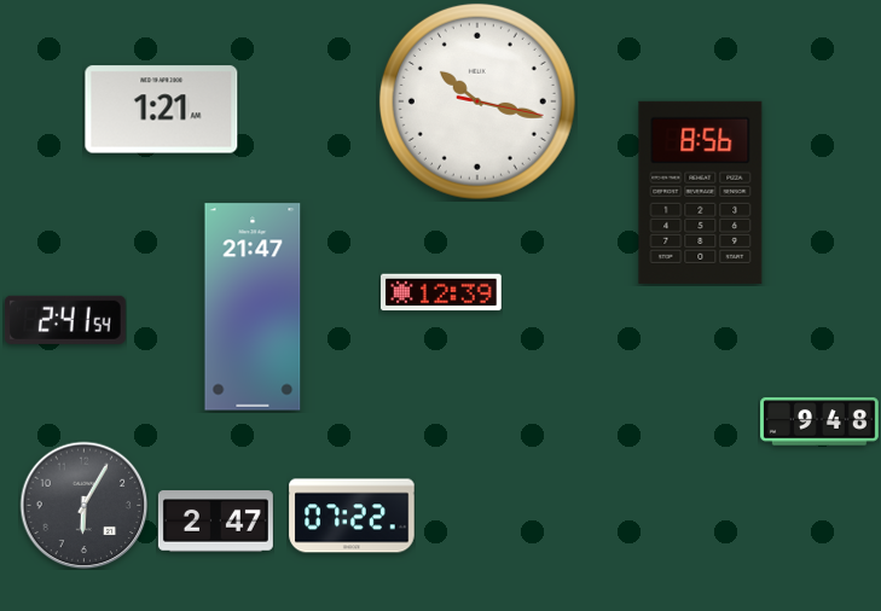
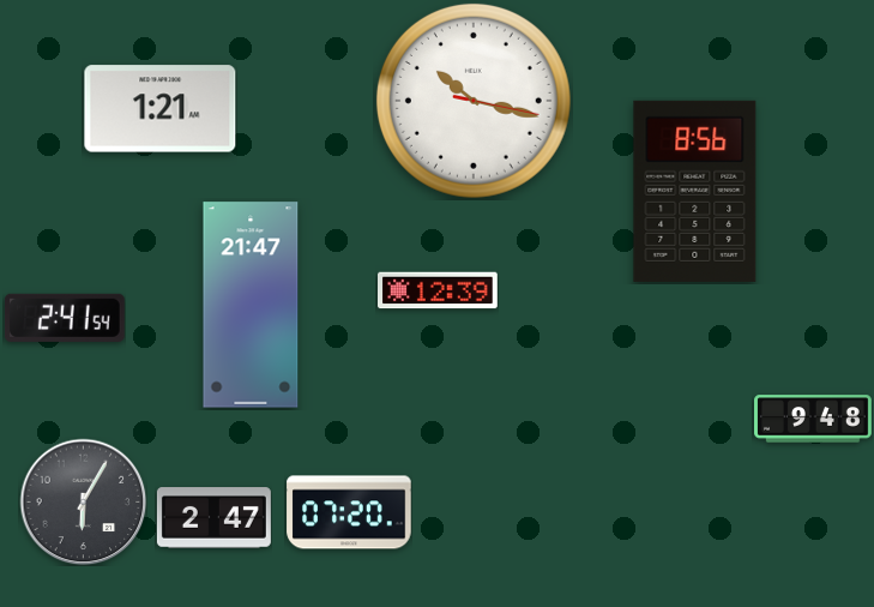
clock at (352, 516): 07:22 -> 07:20
